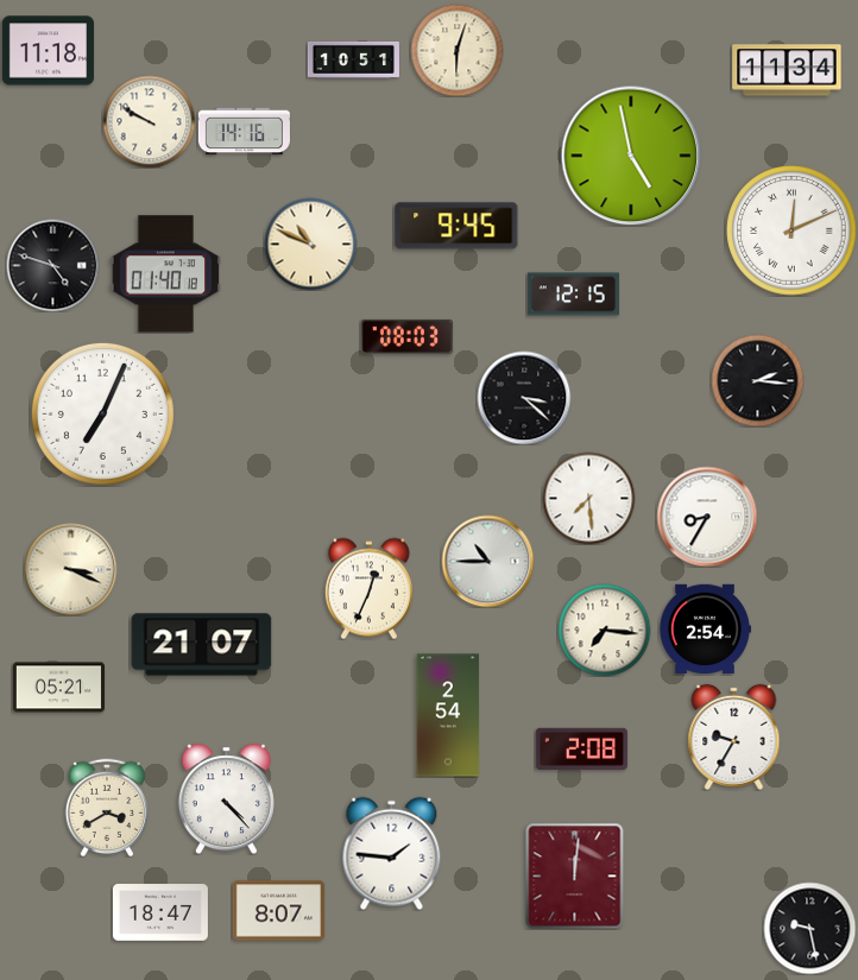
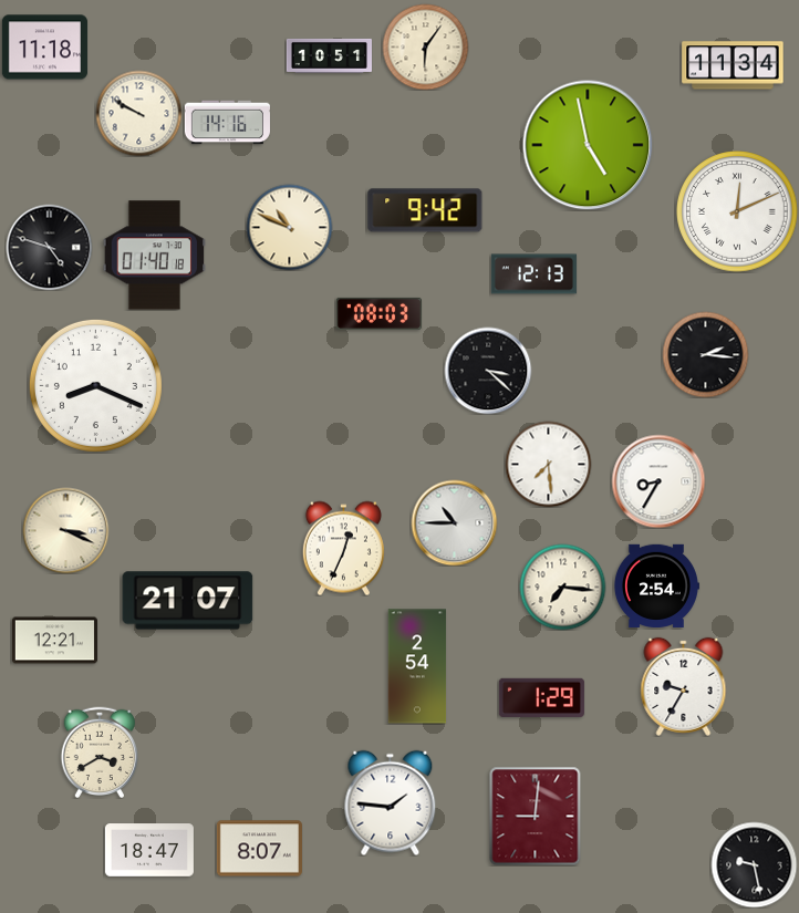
clock at (456, 50): 6:03 -> 6:06
clock at (456, 226): 9:45 -> 9:42
clock at (791, 230) position: (791, 230) -> (737, 211)
clock at (573, 295): 12:15 -> 12:13
clock at (102, 413): 7:04 -> 8:19
clock at (58, 688): 05:21 -> 12:21
clock at (581, 748): 2:08 -> 1:29
clock at (226, 798): 4:23 -> none
clock at (392, 853) position: (392, 853) -> (391, 802)
clock at (575, 875): 12:01 -> 9:01
